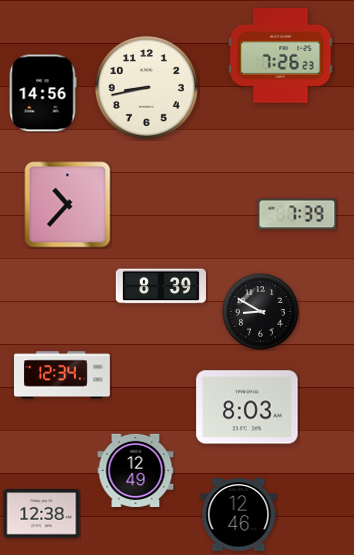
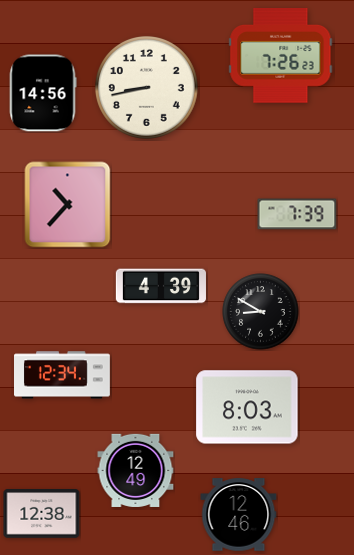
clock at (160, 286): 8:39 -> 4:39
